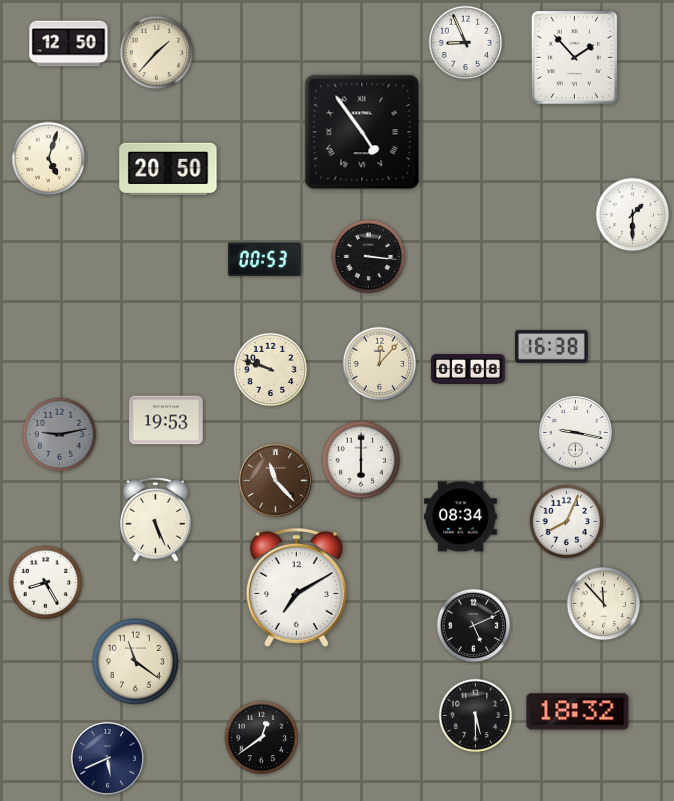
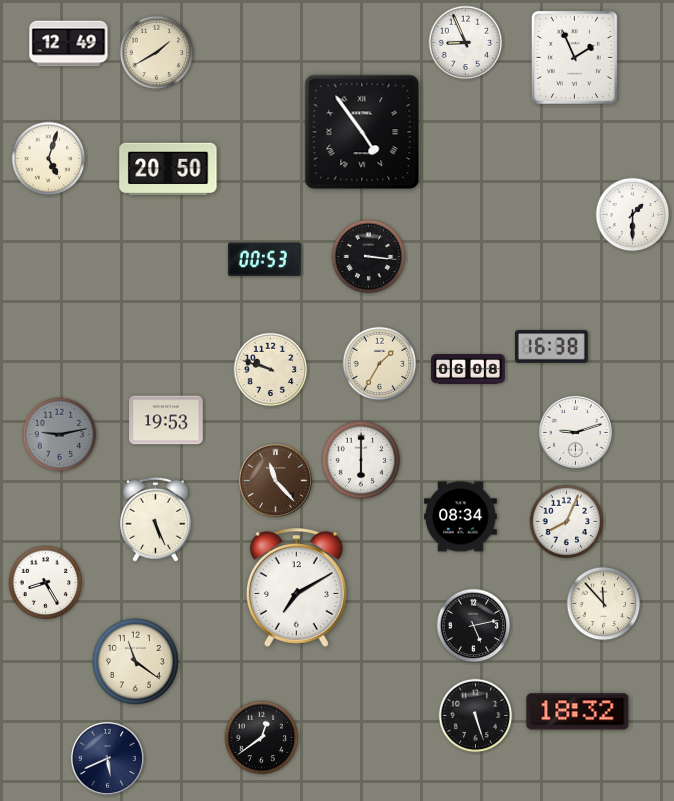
clock at (69, 44): 12:50 -> 12:49
clock at (157, 53): 1:37 -> 1:40
clock at (574, 57): 1:53 -> 1:56
clock at (380, 364): 12:07 -> 1:35
clock at (575, 432): 9:17 -> 9:12
clock at (474, 626): 5:11 -> 5:13
clock at (476, 716): 5:30 -> 5:27
